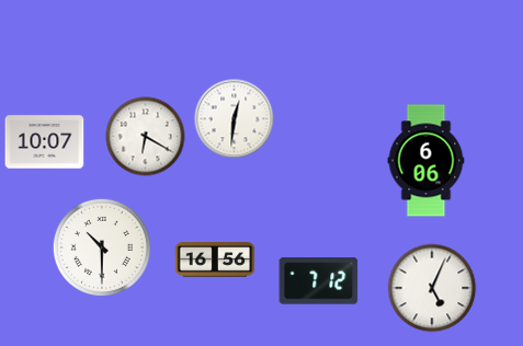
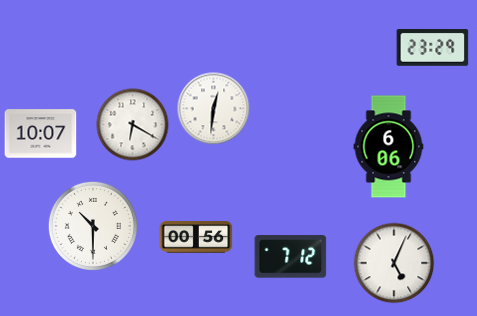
clock at (433, 48): none -> 23:29
clock at (45, 142) position: (45, 142) -> (41, 134)
clock at (215, 259): 16:56 -> 00:56
